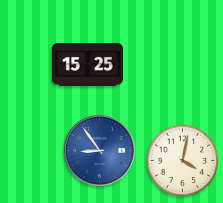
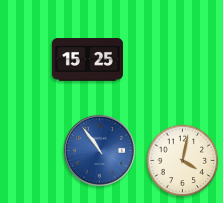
clock at (87, 65) position: (87, 65) -> (87, 60)
clock at (99, 150): 8:54 -> 10:54
